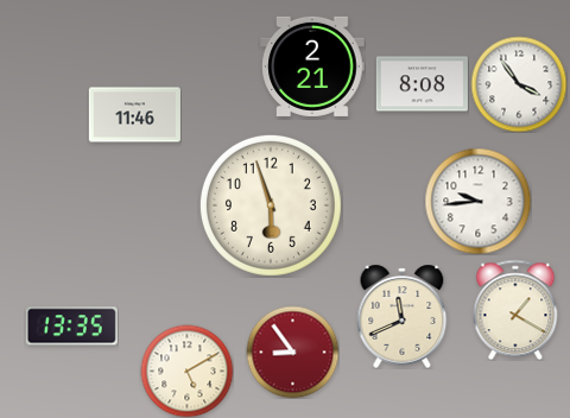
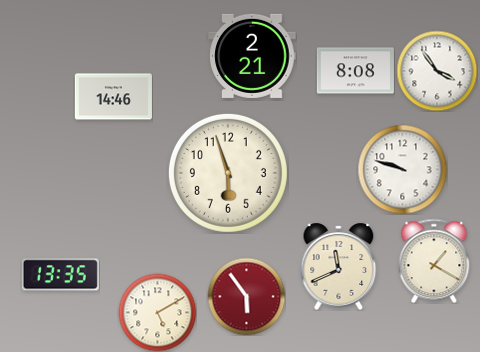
clock at (312, 66) position: (312, 66) -> (252, 56)
clock at (134, 115): 11:46 -> 14:46
clock at (477, 201): 9:44 -> 9:48
clock at (292, 351): 8:54 -> 5:54
